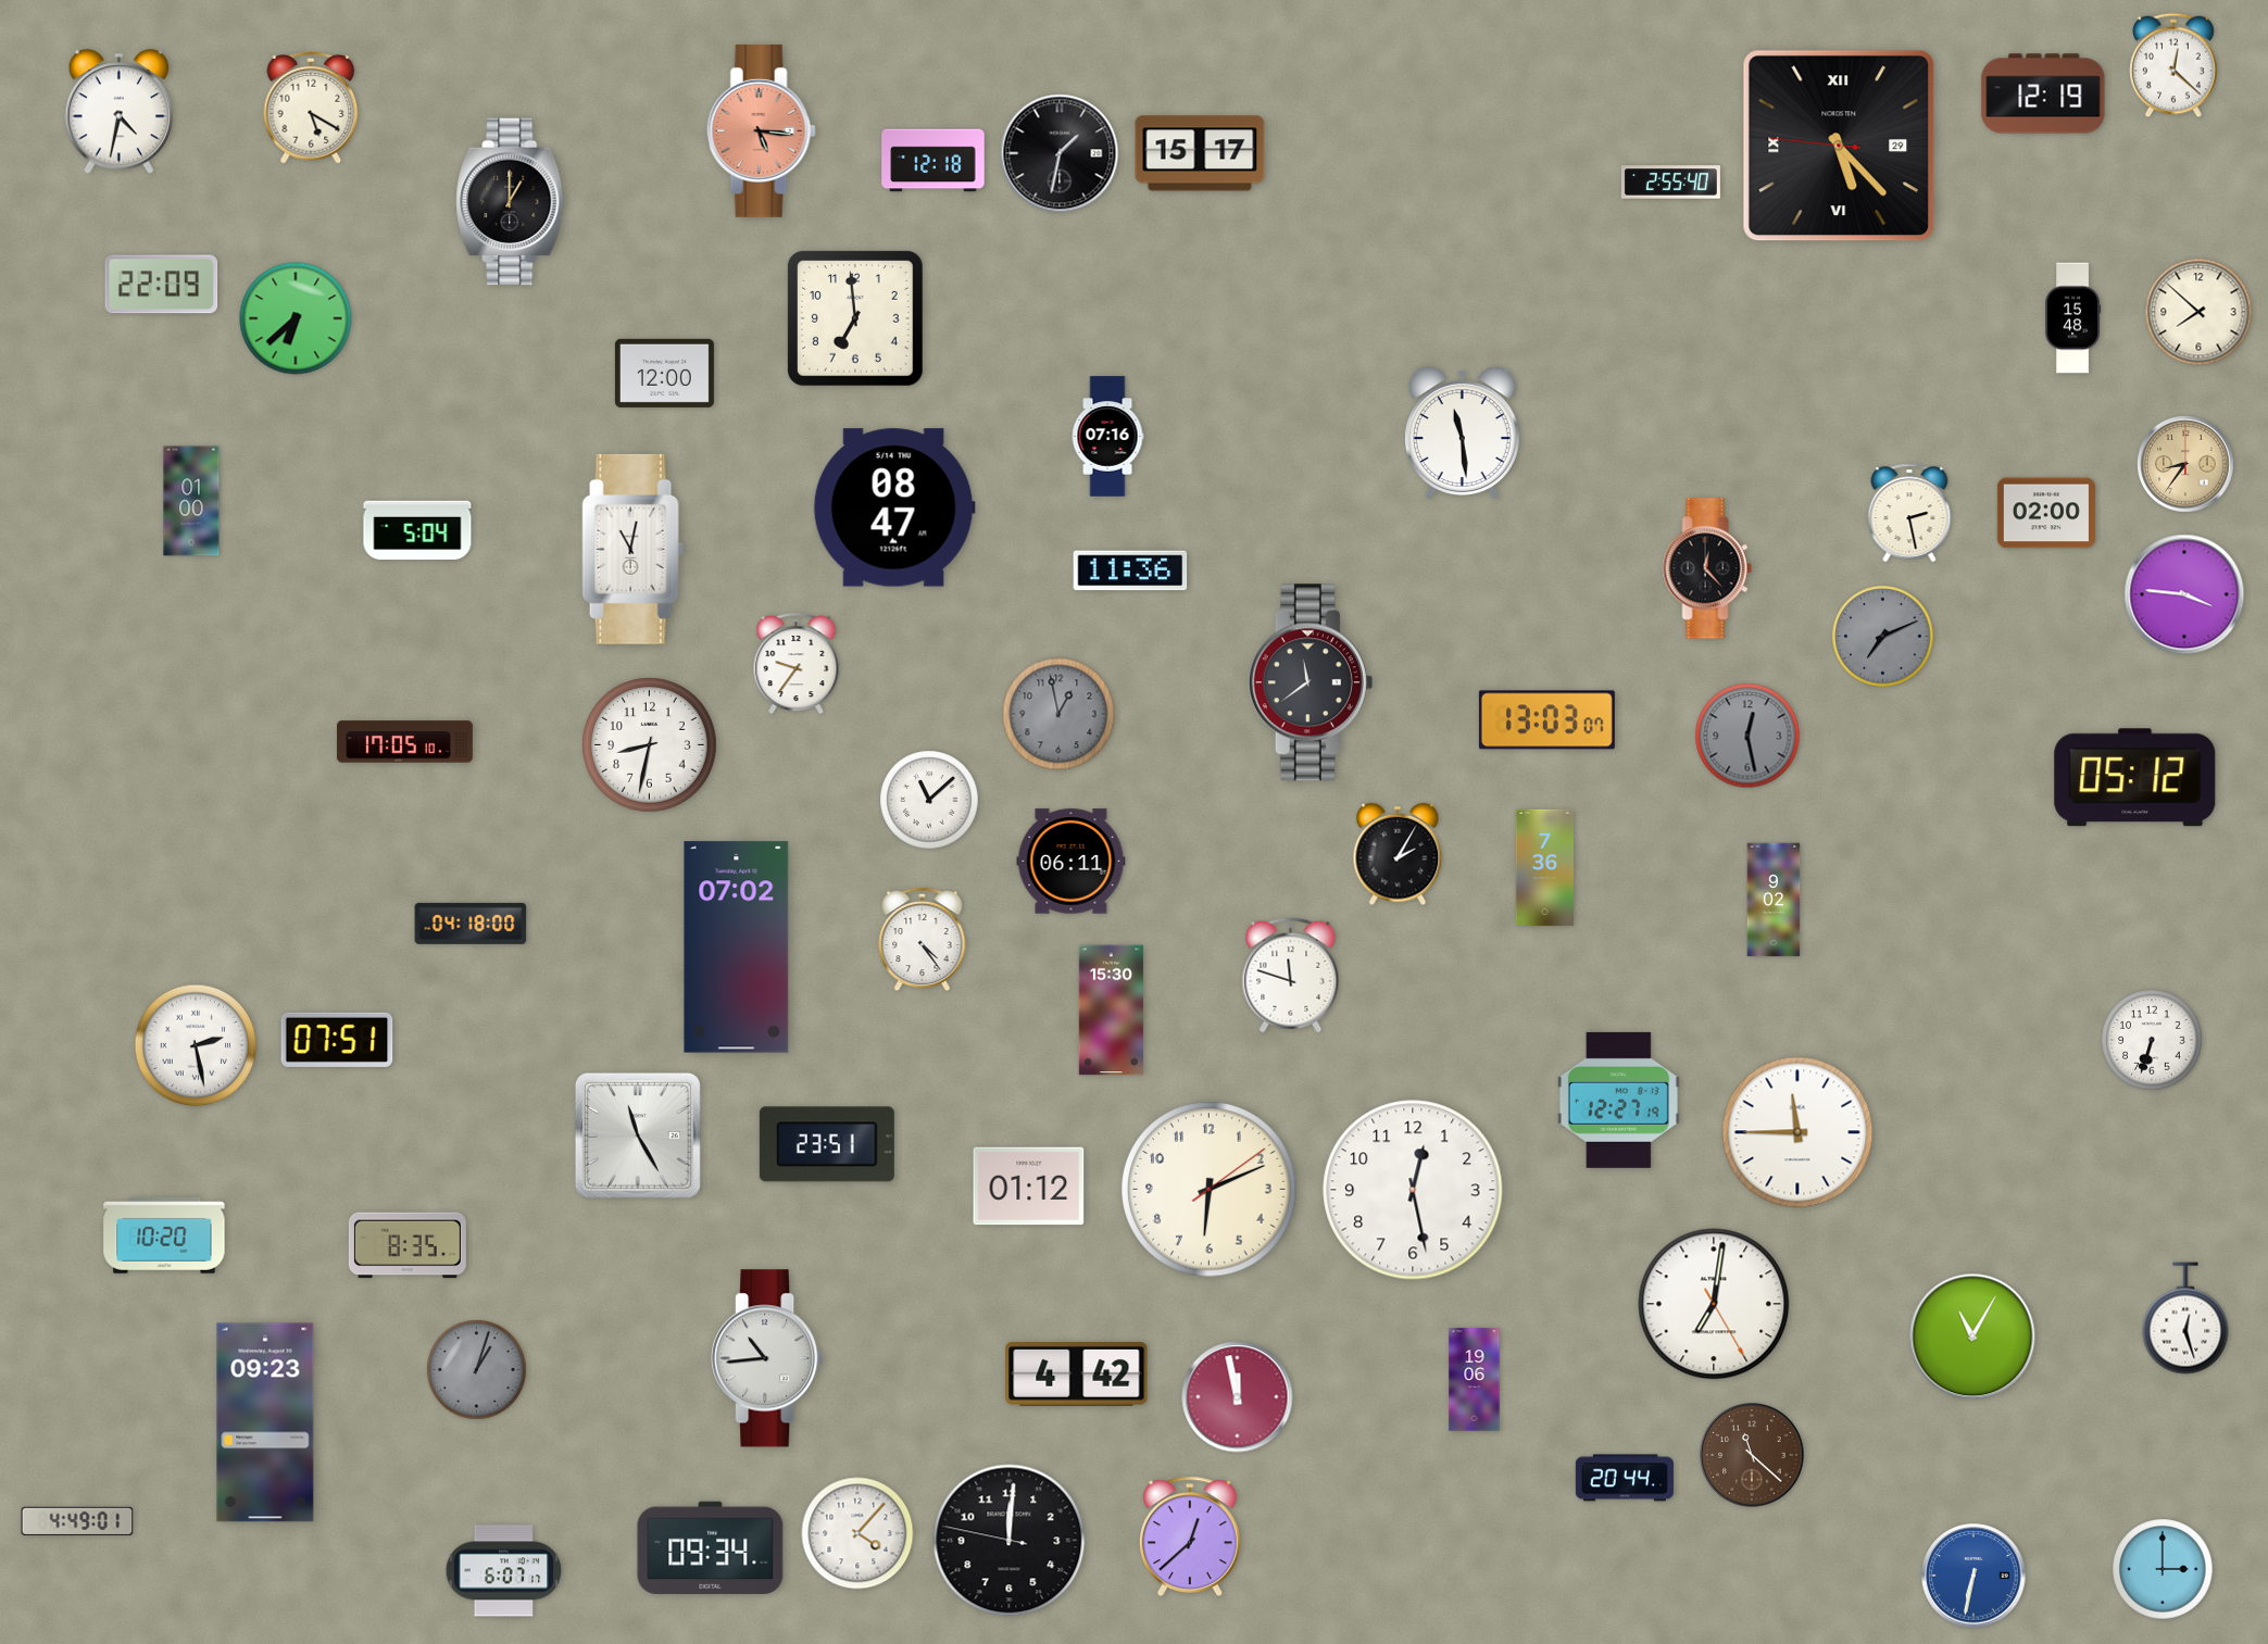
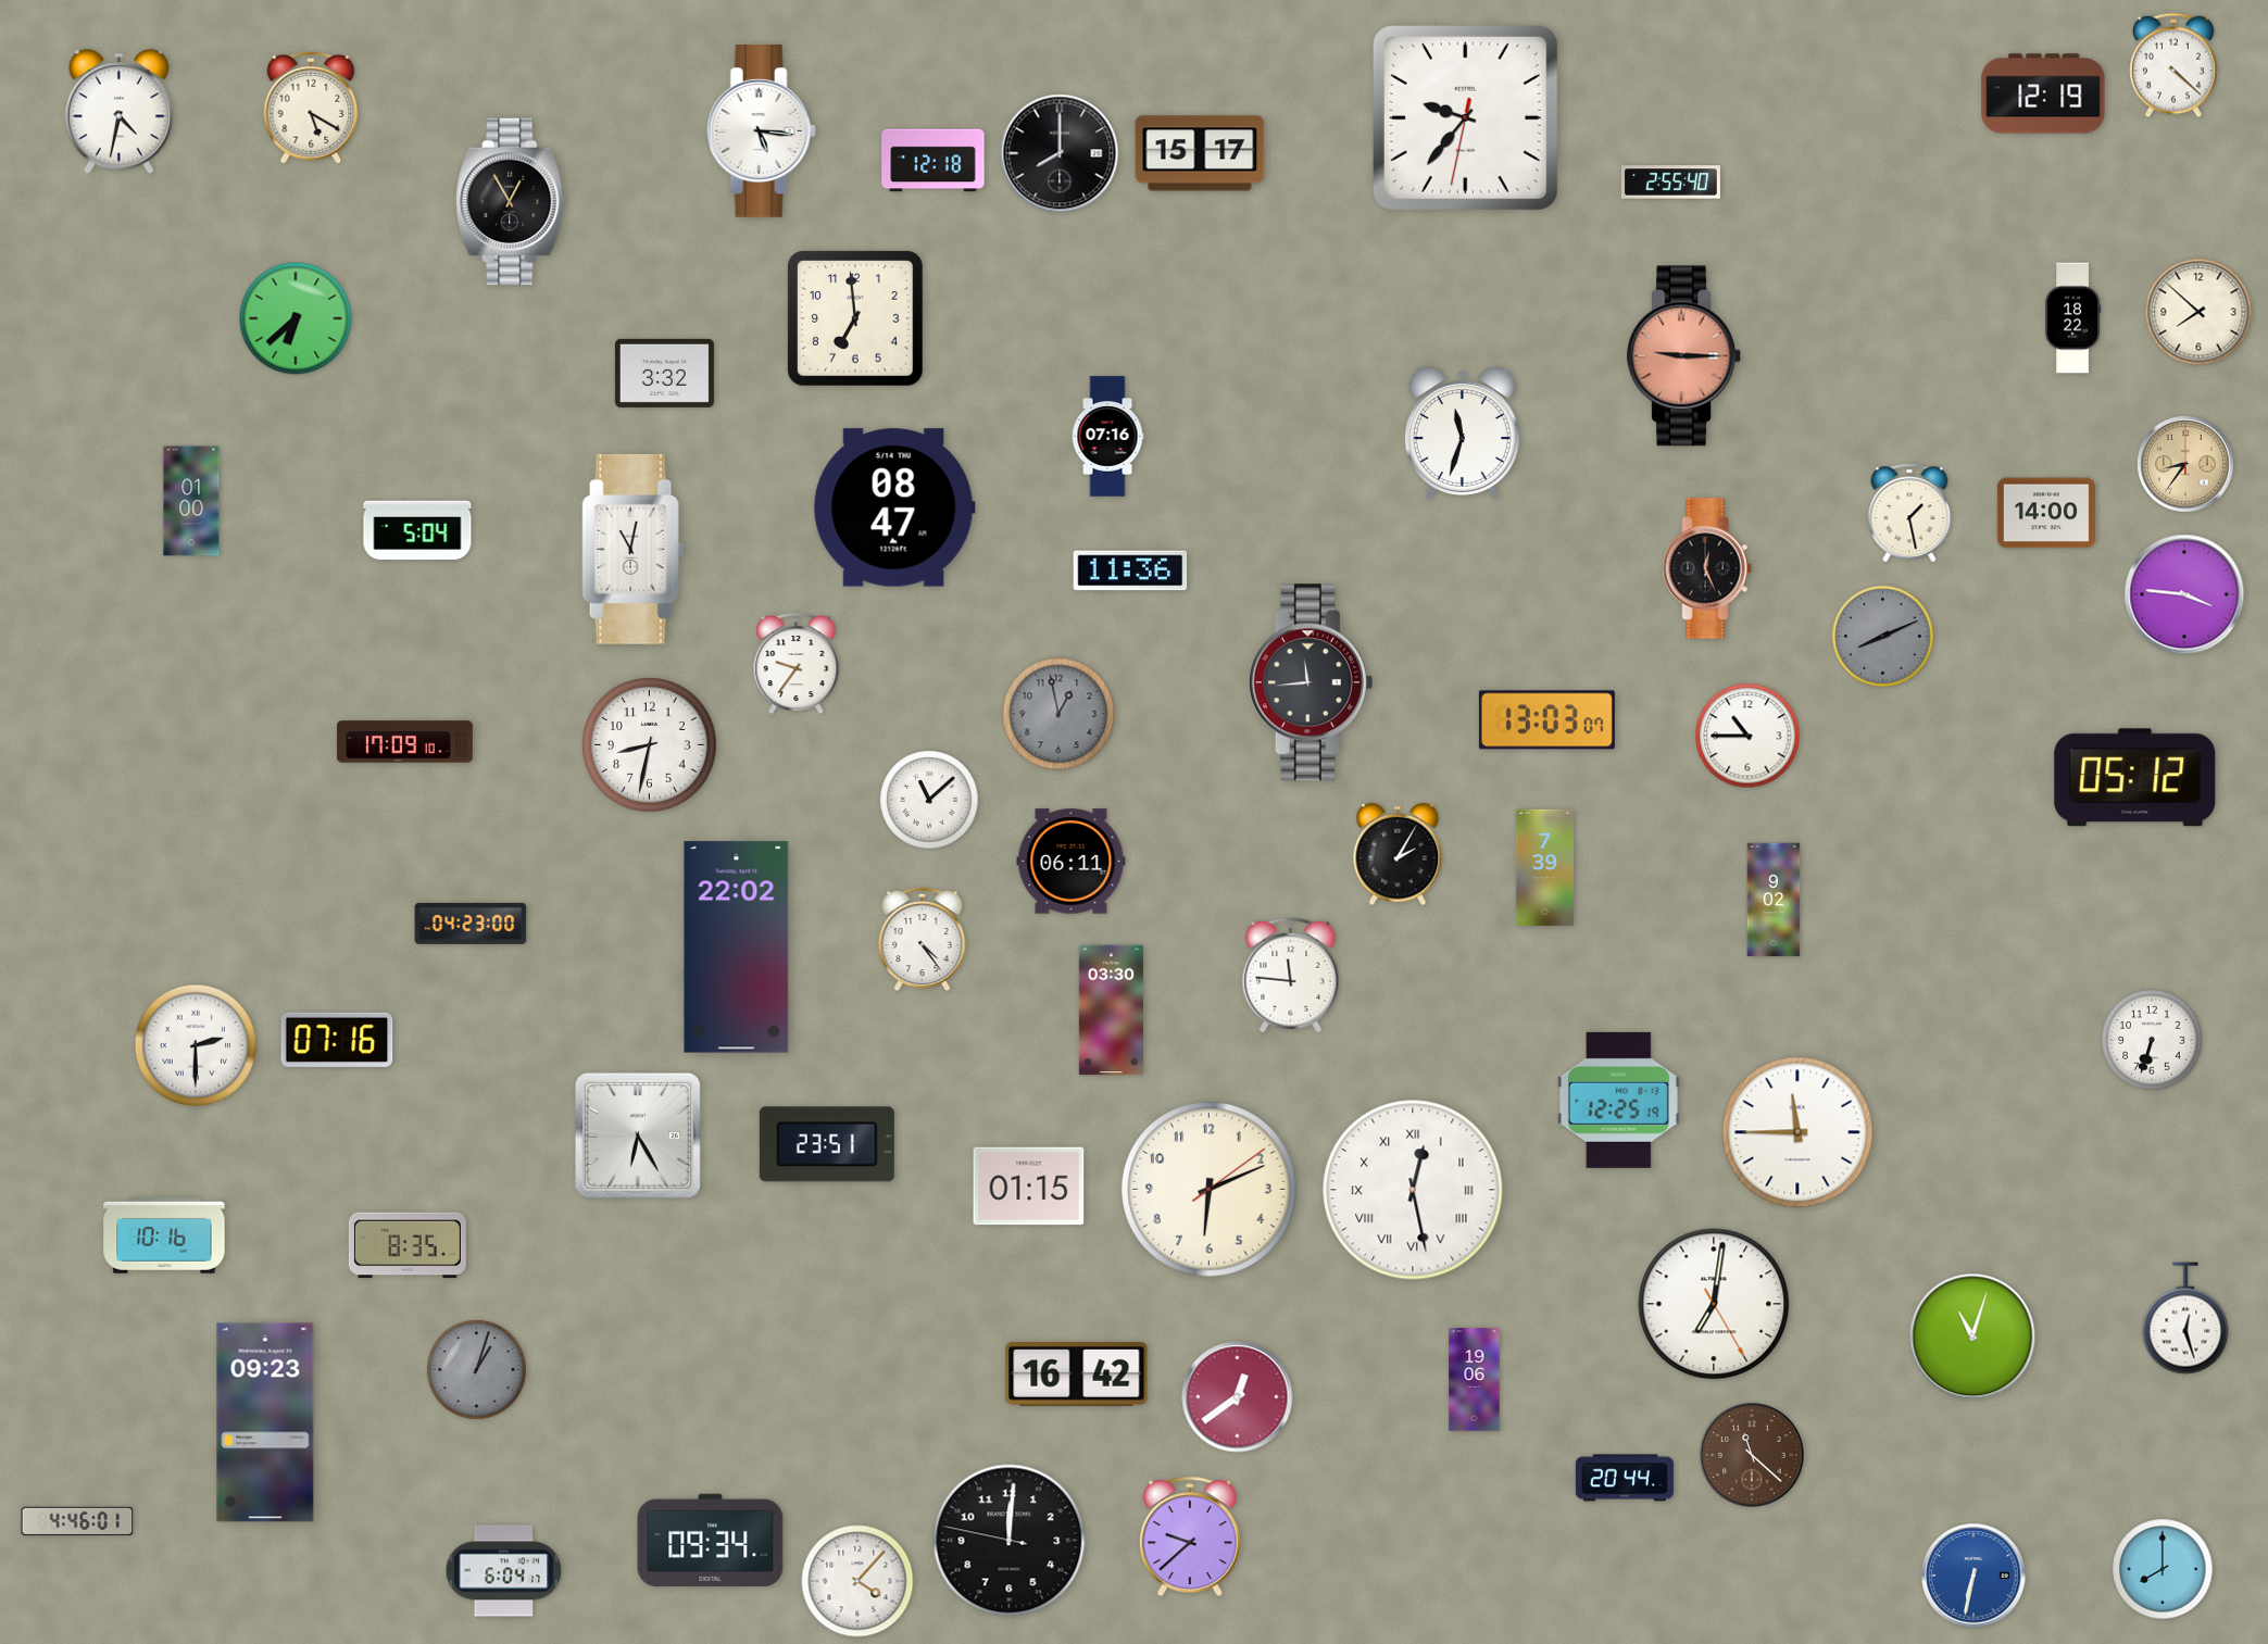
clock at (2173, 65): 12:22 -> 4:22
clock at (1465, 117): none -> 9:36
clock at (761, 130) dial: salmon -> white
clock at (1839, 146): 5:22 -> none
clock at (1060, 153): 1:32 -> 8:00
clock at (511, 202): 1:00 -> 12:55
clock at (162, 285): 22:09 -> none
clock at (2073, 318): 15:48 -> 18:22
clock at (1684, 356): none -> 9:15
clock at (664, 373): 12:00 -> 3:32
clock at (1462, 434): 11:29 -> 11:33
clock at (1909, 513): 2:28 -> 1:28
clock at (2046, 513): 02:00 -> 14:00
clock at (1707, 568): 12:23 -> 12:26
clock at (1883, 637): 7:11 -> 8:11
clock at (1311, 682): 11:39 -> 11:44
clock at (1747, 736): 12:28 -> 10:45
clock at (1747, 736) dial: grey -> white
clock at (404, 742): 17:05 -> 17:09
clock at (1544, 867): 7:36 -> 7:39
clock at (471, 924): 04:18 -> 04:23
clock at (737, 948): 07:02 -> 22:02
clock at (1291, 976): 11:48 -> 11:46
clock at (1111, 1011): 15:30 -> 03:30
clock at (337, 1040): 07:51 -> 07:16
clock at (196, 1045): 2:28 -> 2:30
clock at (1618, 1100): 12:27 -> 12:25
clock at (638, 1135): 11:25 -> 6:25
clock at (1029, 1187): 01:12 -> 01:15
clock at (1413, 1190) numerals: Arabic -> Roman
clock at (164, 1235): 10:20 -> 10:16
clock at (1972, 1336): 11:05 -> 11:03
clock at (767, 1358): 10:44 -> none
clock at (1077, 1373): 4:42 -> 16:42
clock at (1238, 1397): 11:58 -> 12:39
clock at (77, 1521): 4:49 -> 4:46
clock at (857, 1533) position: (857, 1533) -> (857, 1581)
clock at (1190, 1536): 12:38 -> 9:38
clock at (711, 1547) position: (711, 1547) -> (711, 1540)
clock at (2163, 1569): 3:00 -> 8:00
clock at (504, 1571): 6:07 -> 6:04
